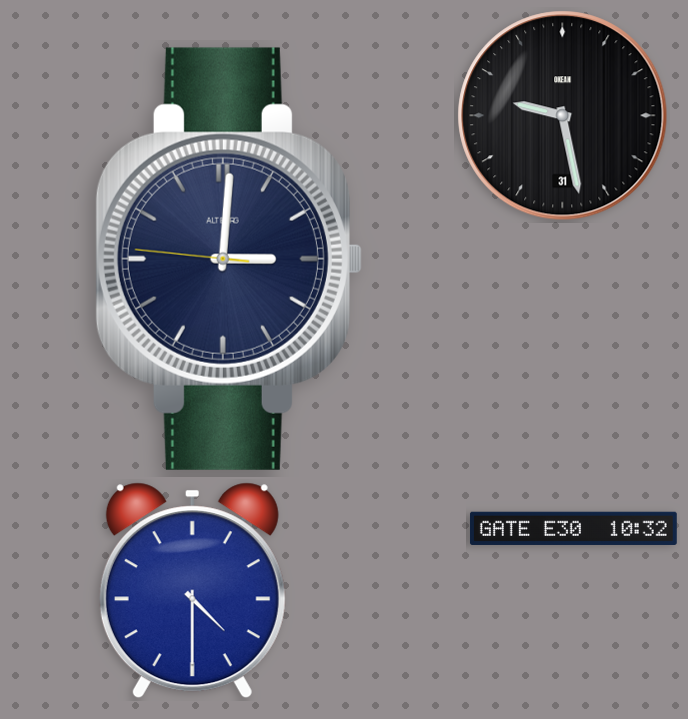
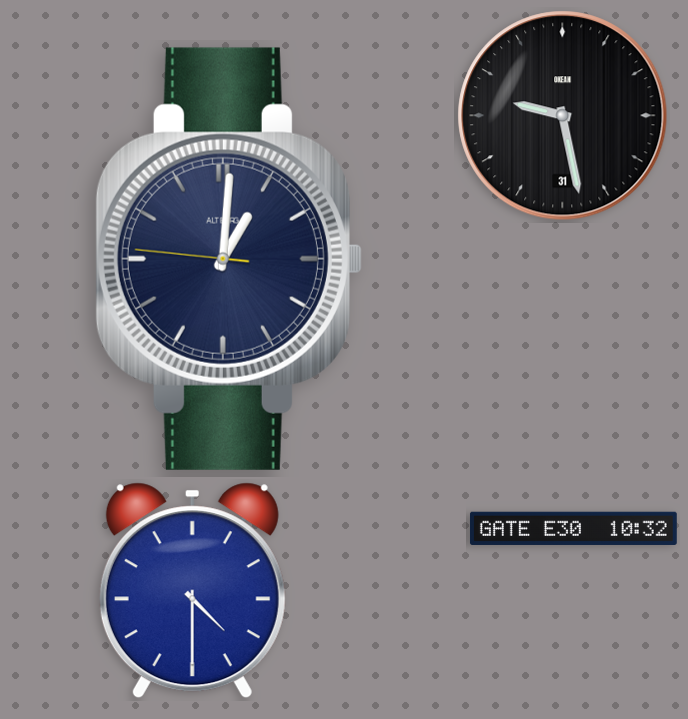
clock at (229, 259): 3:00 -> 1:00
